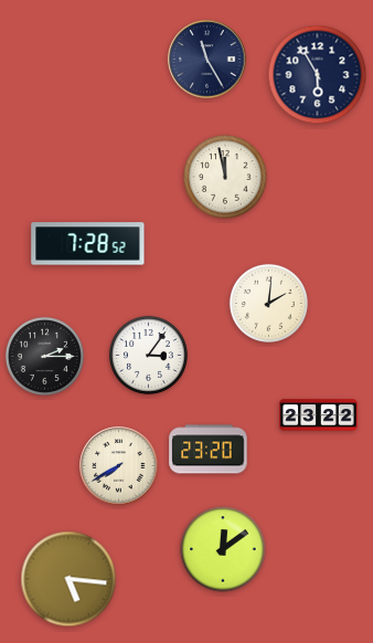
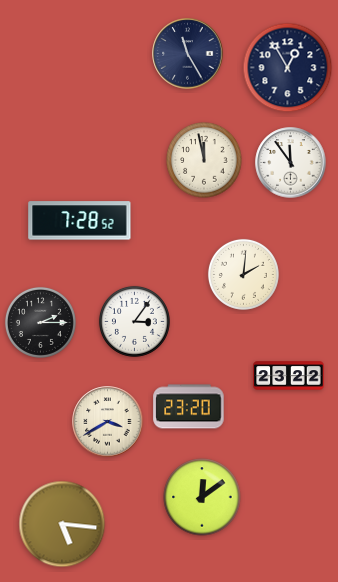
clock at (318, 75): 5:55 -> 12:55
clock at (291, 163): none -> 11:54
clock at (119, 466): 7:40 -> 3:40
